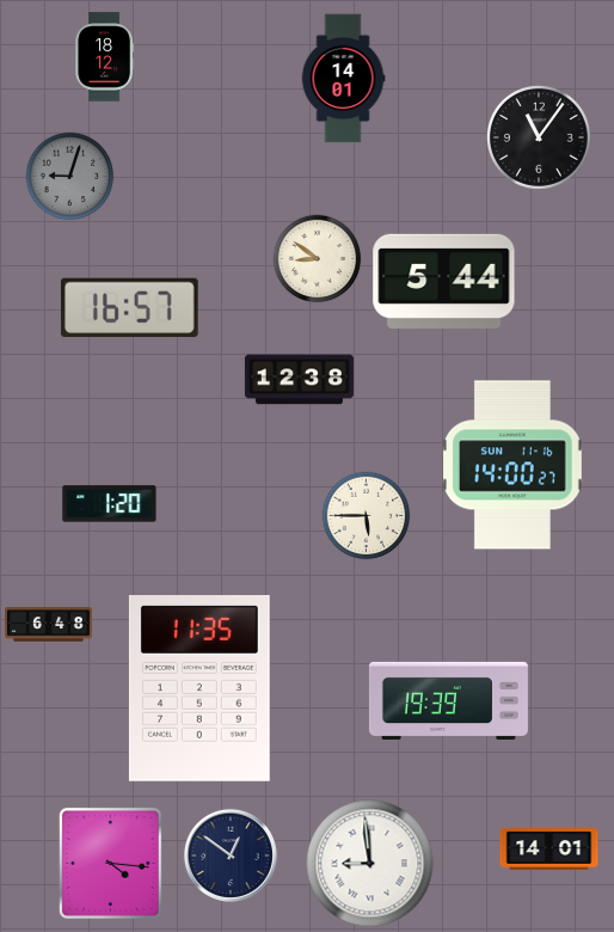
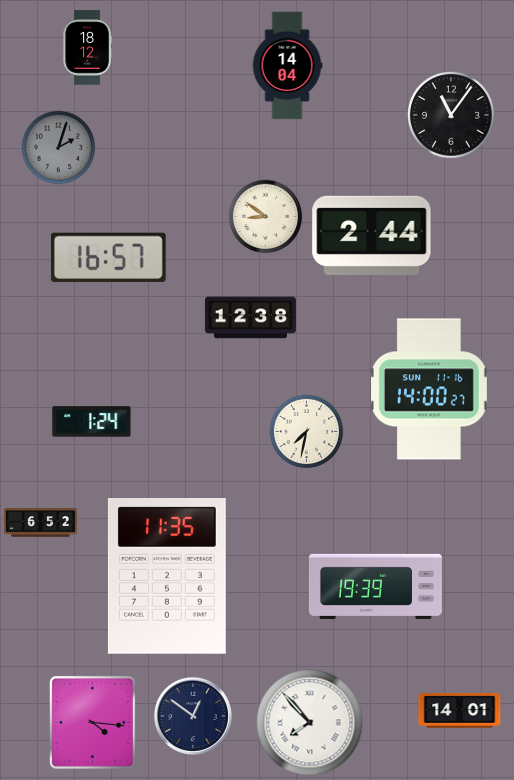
clock at (343, 79): 14:01 -> 14:04
clock at (70, 177): 9:03 -> 2:03
clock at (444, 281): 5:44 -> 2:44
clock at (110, 504): 1:20 -> 1:24
clock at (367, 516): 5:45 -> 7:32
clock at (49, 625): 6:48 -> 6:52
clock at (370, 864): 8:59 -> 7:53
